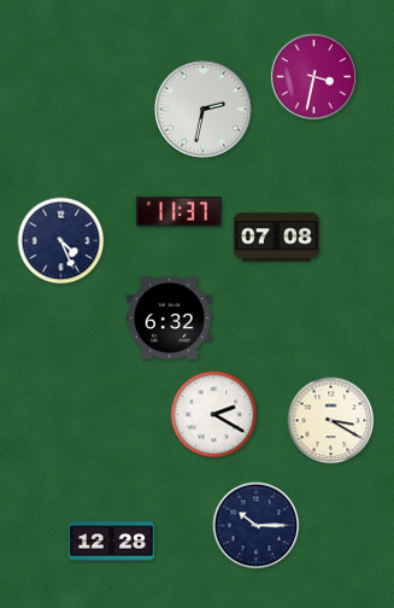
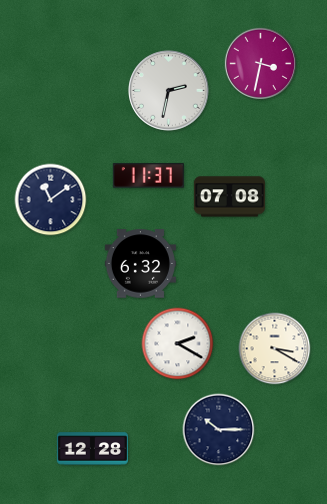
clock at (61, 241): 4:26 -> 11:09
clock at (257, 526) position: (257, 526) -> (219, 430)
